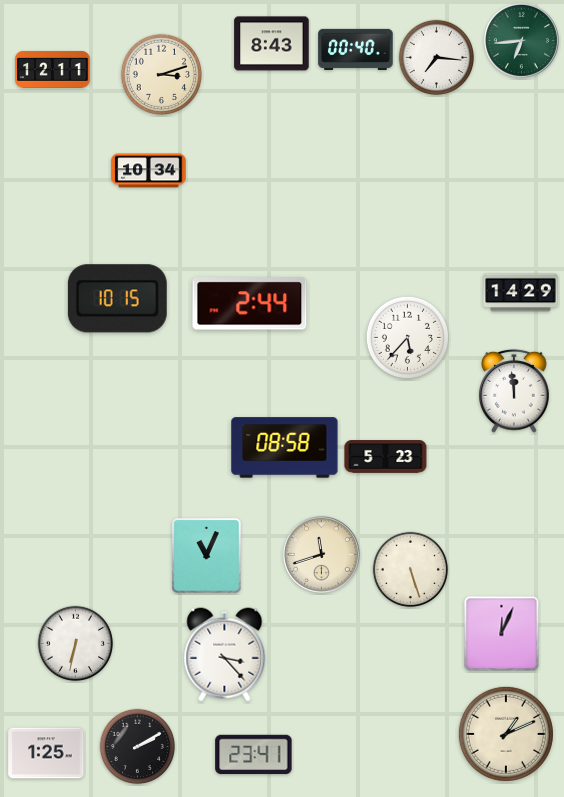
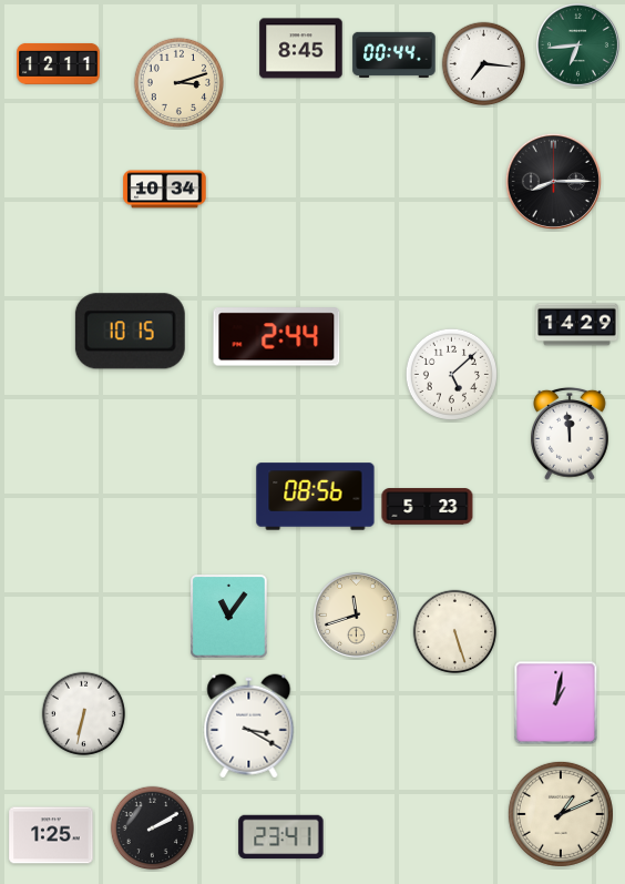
clock at (272, 44): 8:43 -> 8:45
clock at (356, 49): 00:40 -> 00:44
clock at (53, 69) position: (53, 69) -> (59, 63)
clock at (553, 181): none -> 8:15
clock at (407, 337): 5:37 -> 5:08
clock at (285, 448): 08:58 -> 08:56
clock at (207, 556): 11:04 -> 11:06
clock at (502, 634): 12:04 -> 1:02
clock at (225, 655): 3:23 -> 3:20
